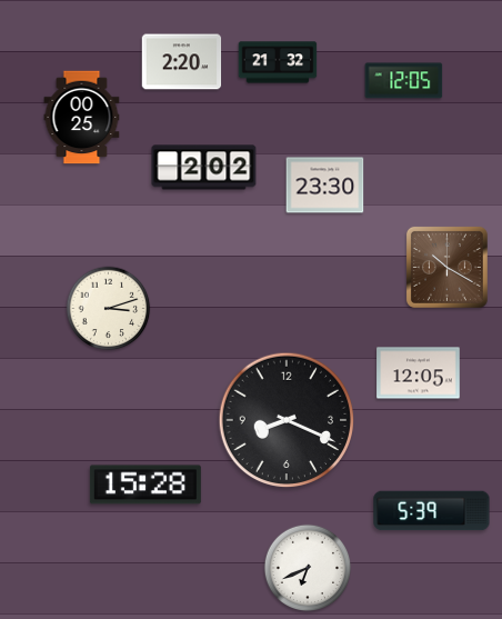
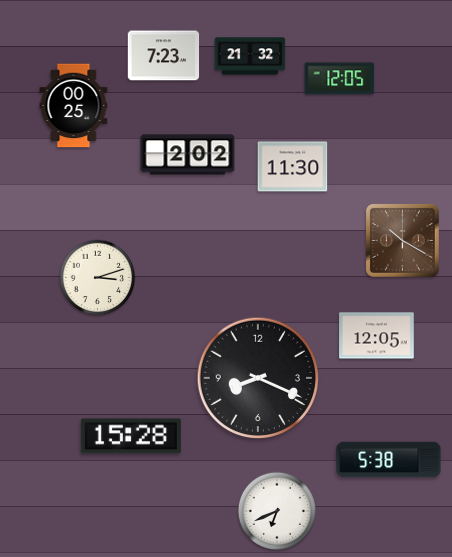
clock at (182, 62): 2:20 -> 7:23
clock at (404, 81) position: (404, 81) -> (340, 79)
clock at (204, 168) position: (204, 168) -> (188, 155)
clock at (325, 186): 23:30 -> 11:30
clock at (432, 511): 5:39 -> 5:38
